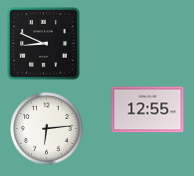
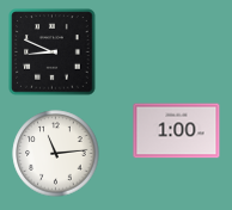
clock at (148, 110): 12:55 -> 1:00
clock at (47, 129): 6:14 -> 11:14
